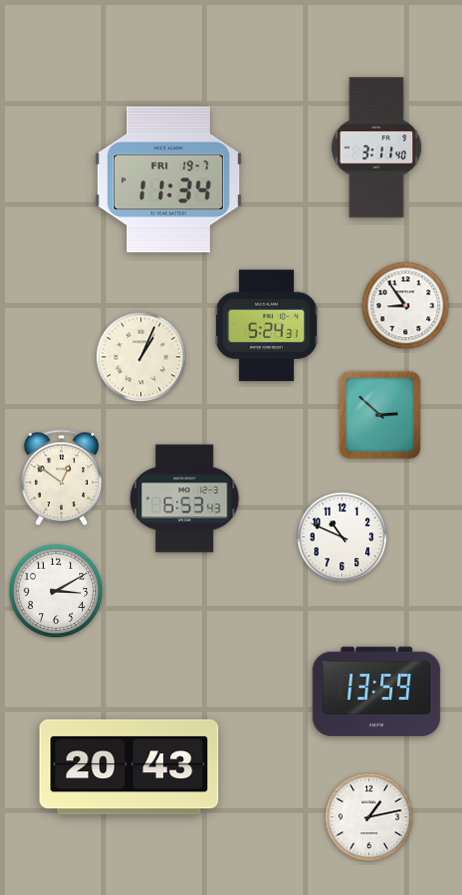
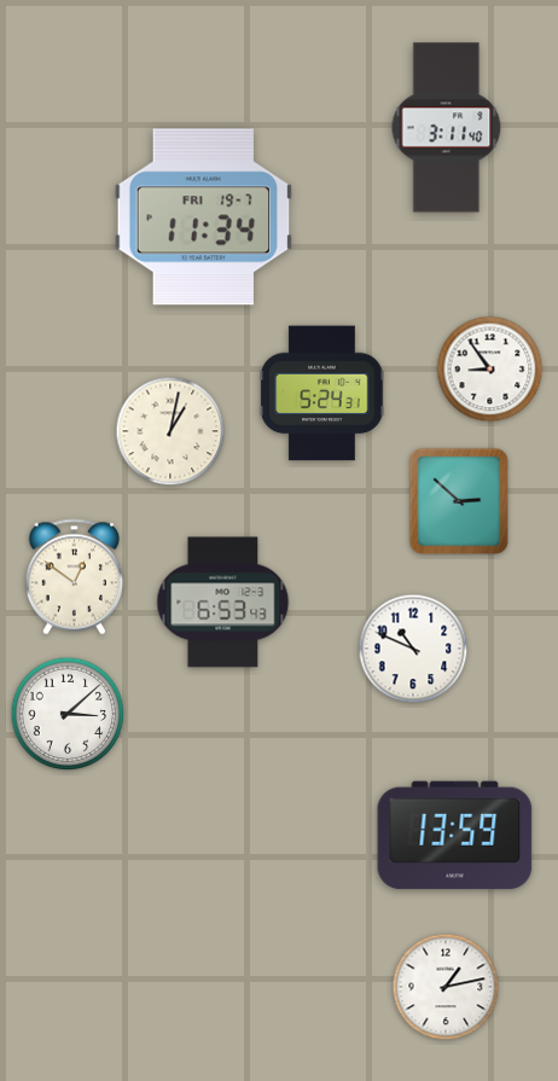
clock at (377, 148) position: (377, 148) -> (447, 128)
clock at (141, 357): 1:04 -> 1:02
clock at (56, 591): 3:10 -> 3:08
clock at (129, 767): 20:43 -> none
